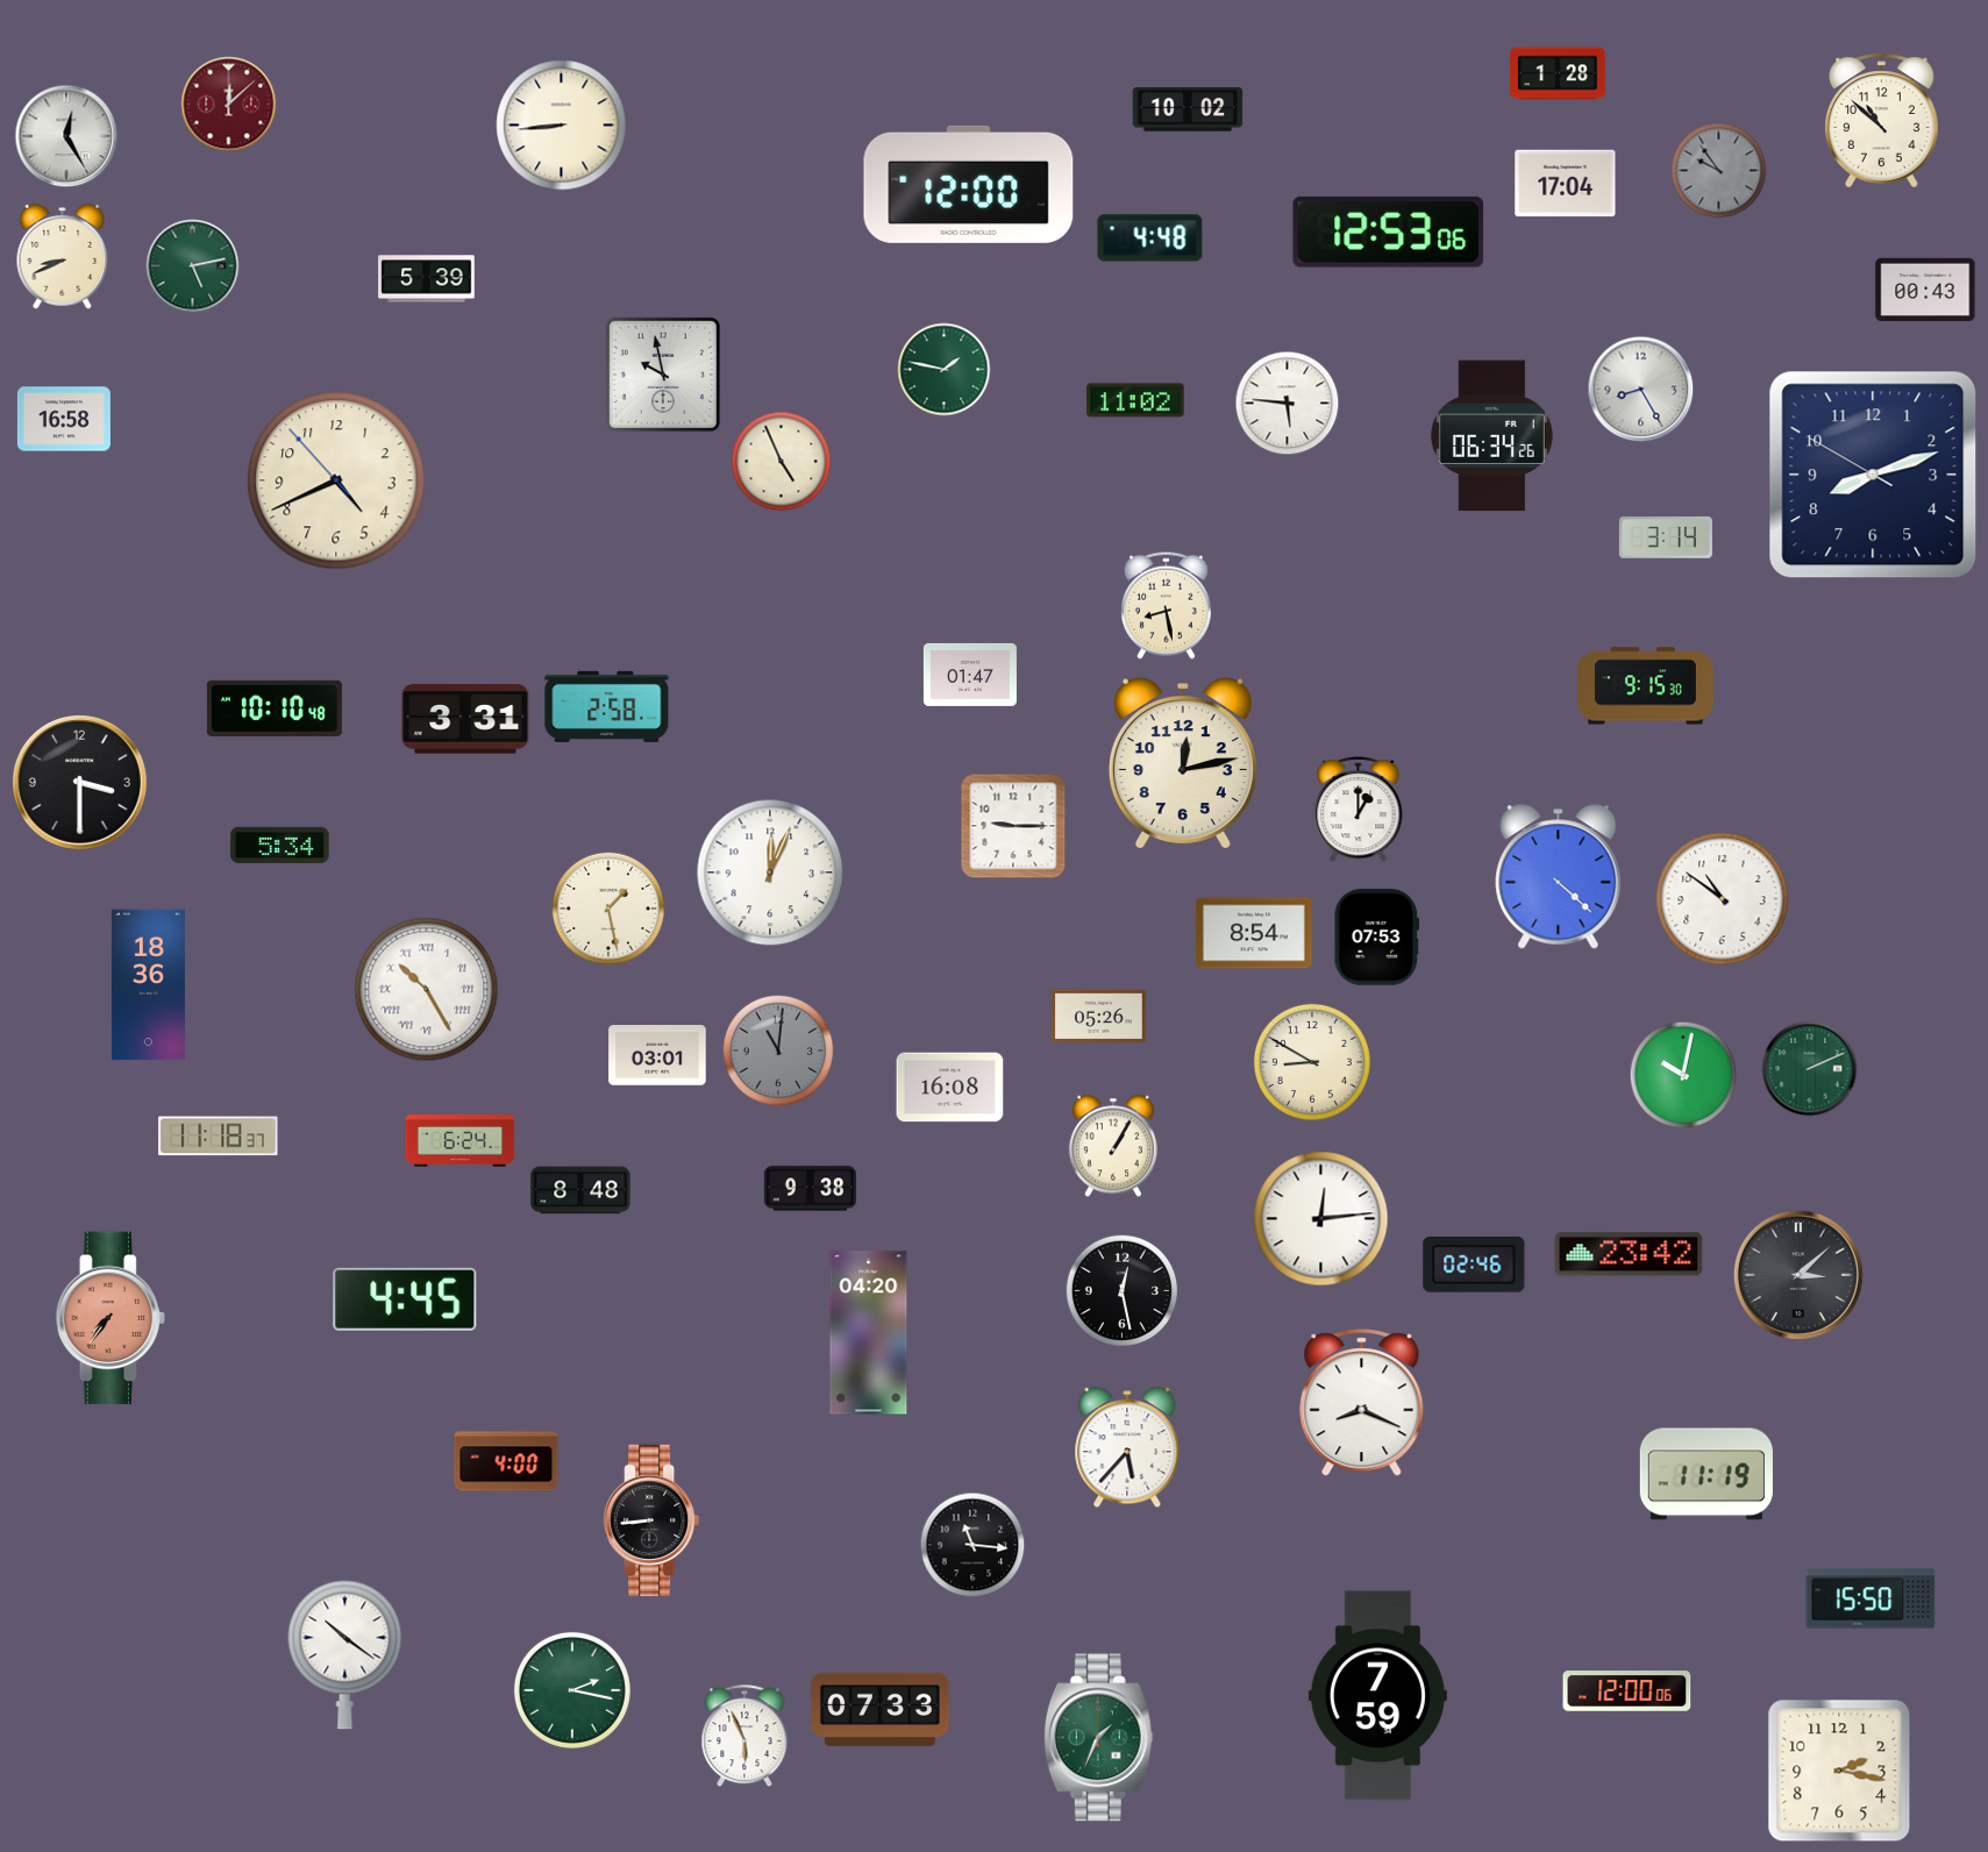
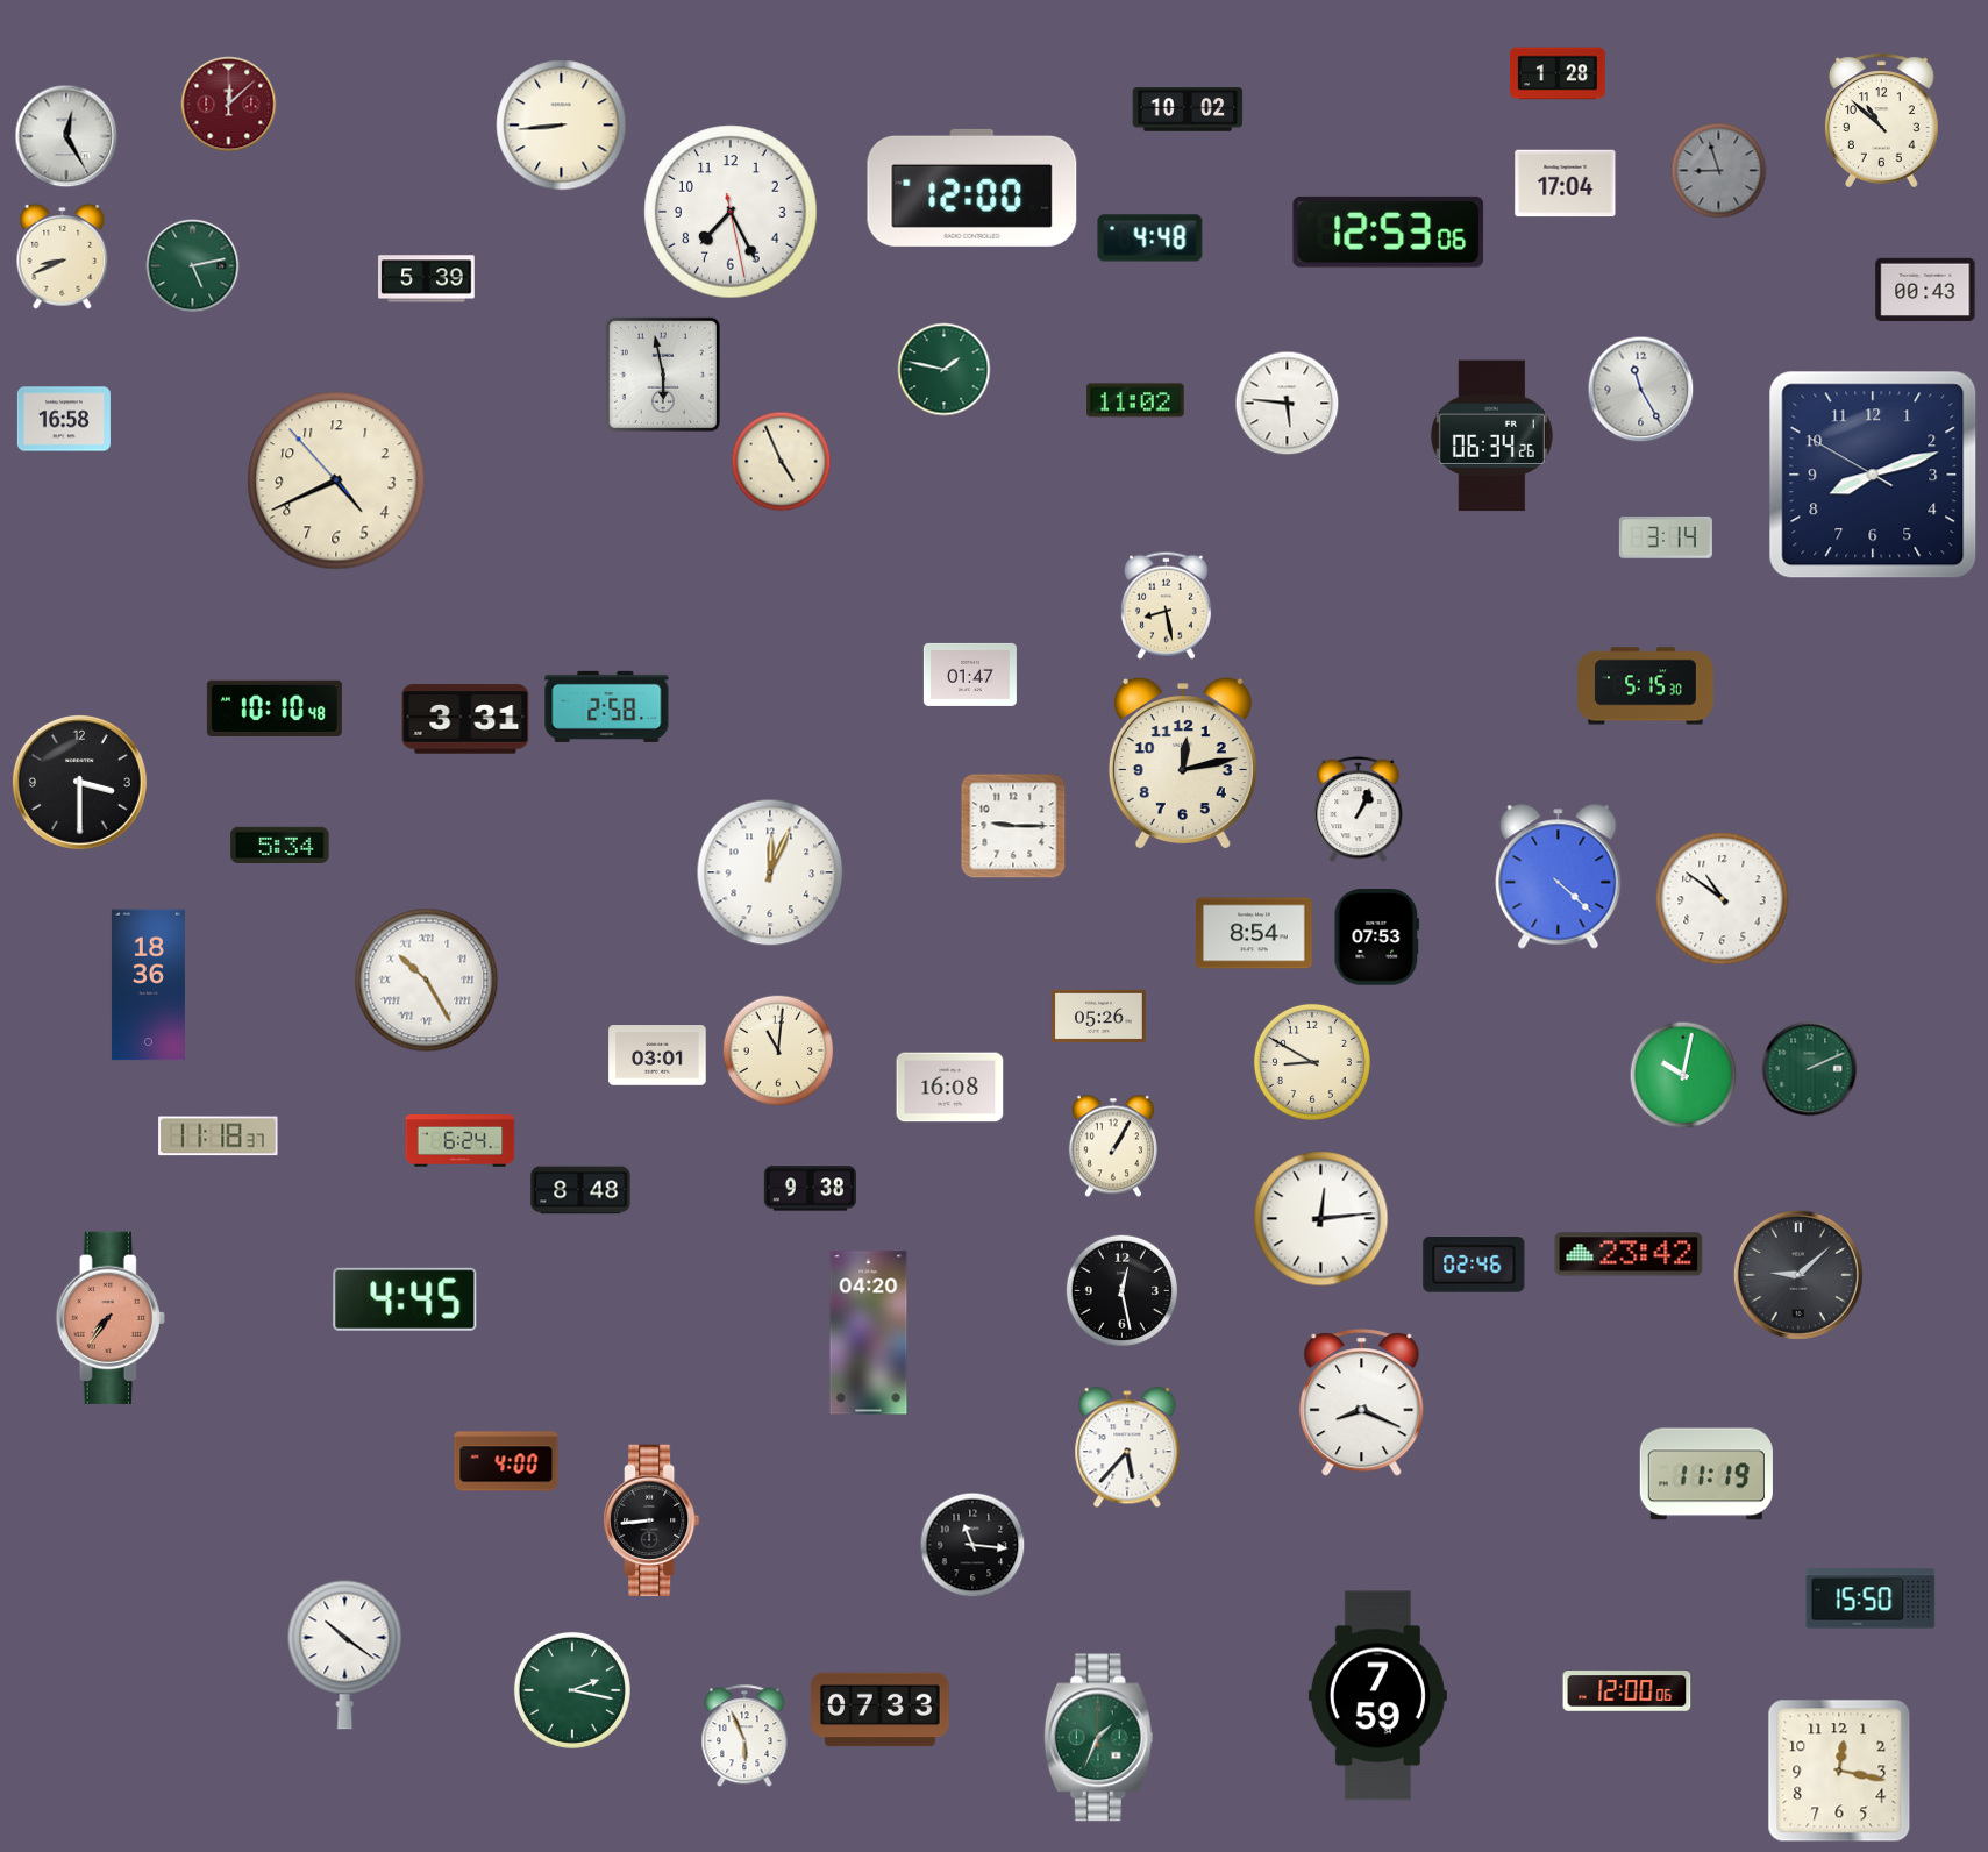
clock at (1719, 171): 9:54 -> 8:57
clock at (969, 184) position: (969, 184) -> (972, 187)
clock at (731, 212): none -> 7:25
clock at (663, 375): 9:58 -> 5:58
clock at (1641, 390): 8:25 -> 11:25
clock at (1645, 686): 9:15 -> 5:15
clock at (1359, 809): 1:00 -> 1:04
clock at (607, 909): 1:28 -> none
clock at (427, 990) position: (427, 990) -> (427, 981)
clock at (778, 1050) dial: grey -> cream
clock at (1798, 1275): 3:08 -> 9:08
clock at (1839, 1771): 2:17 -> 12:17
